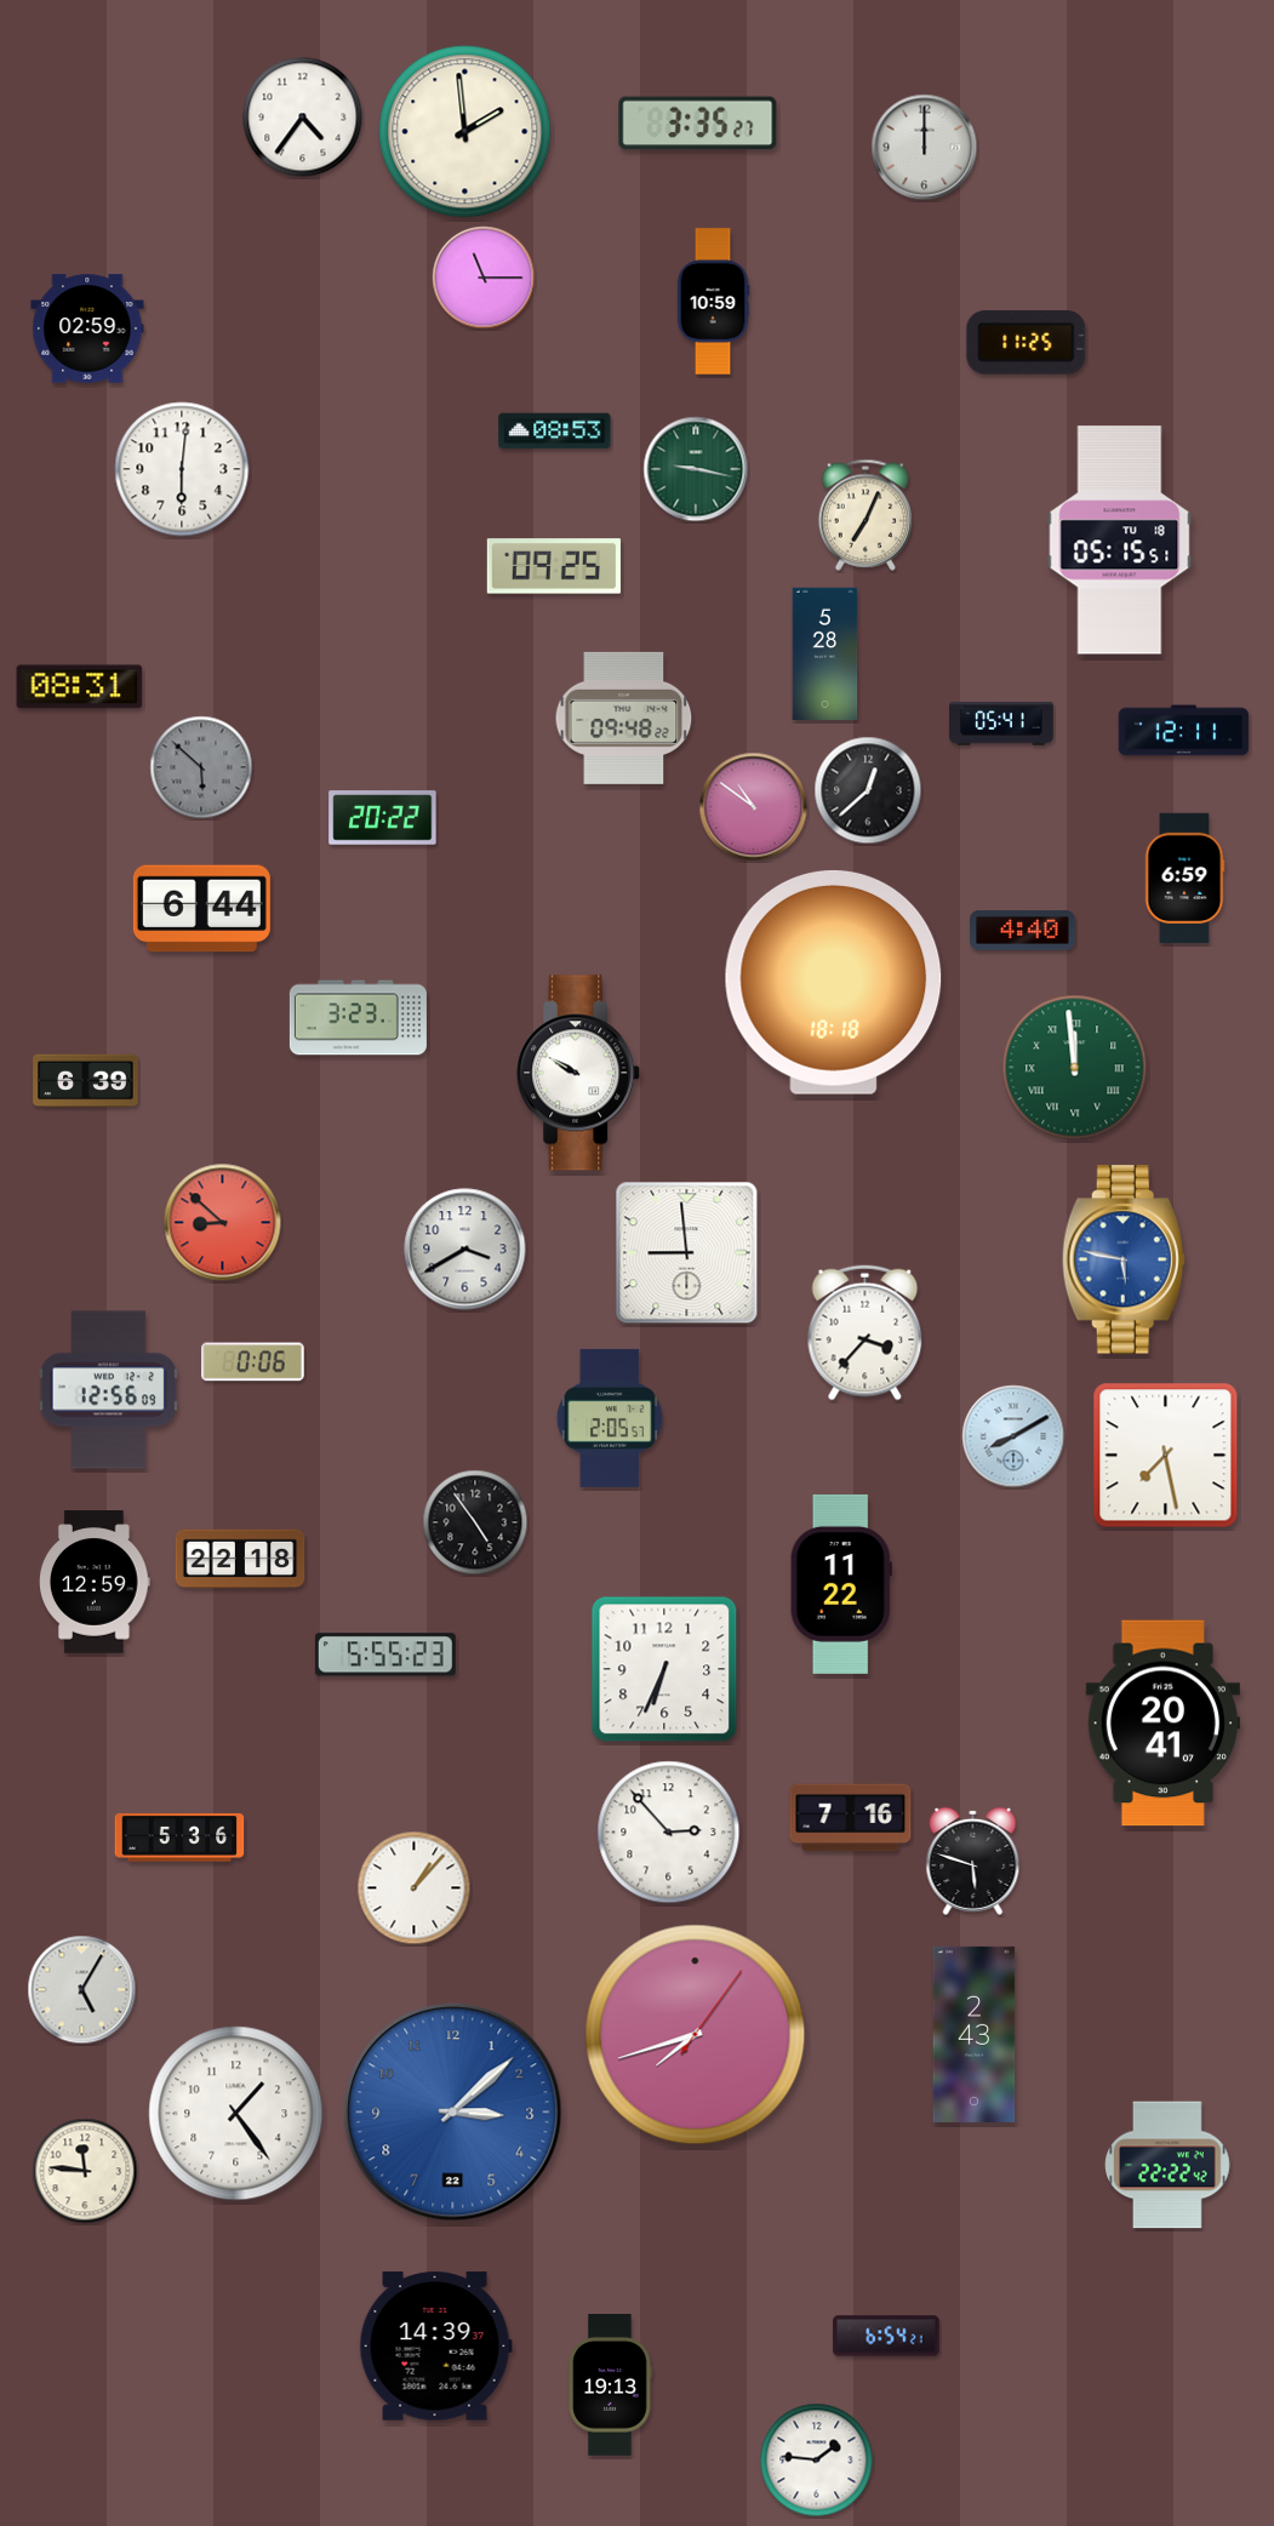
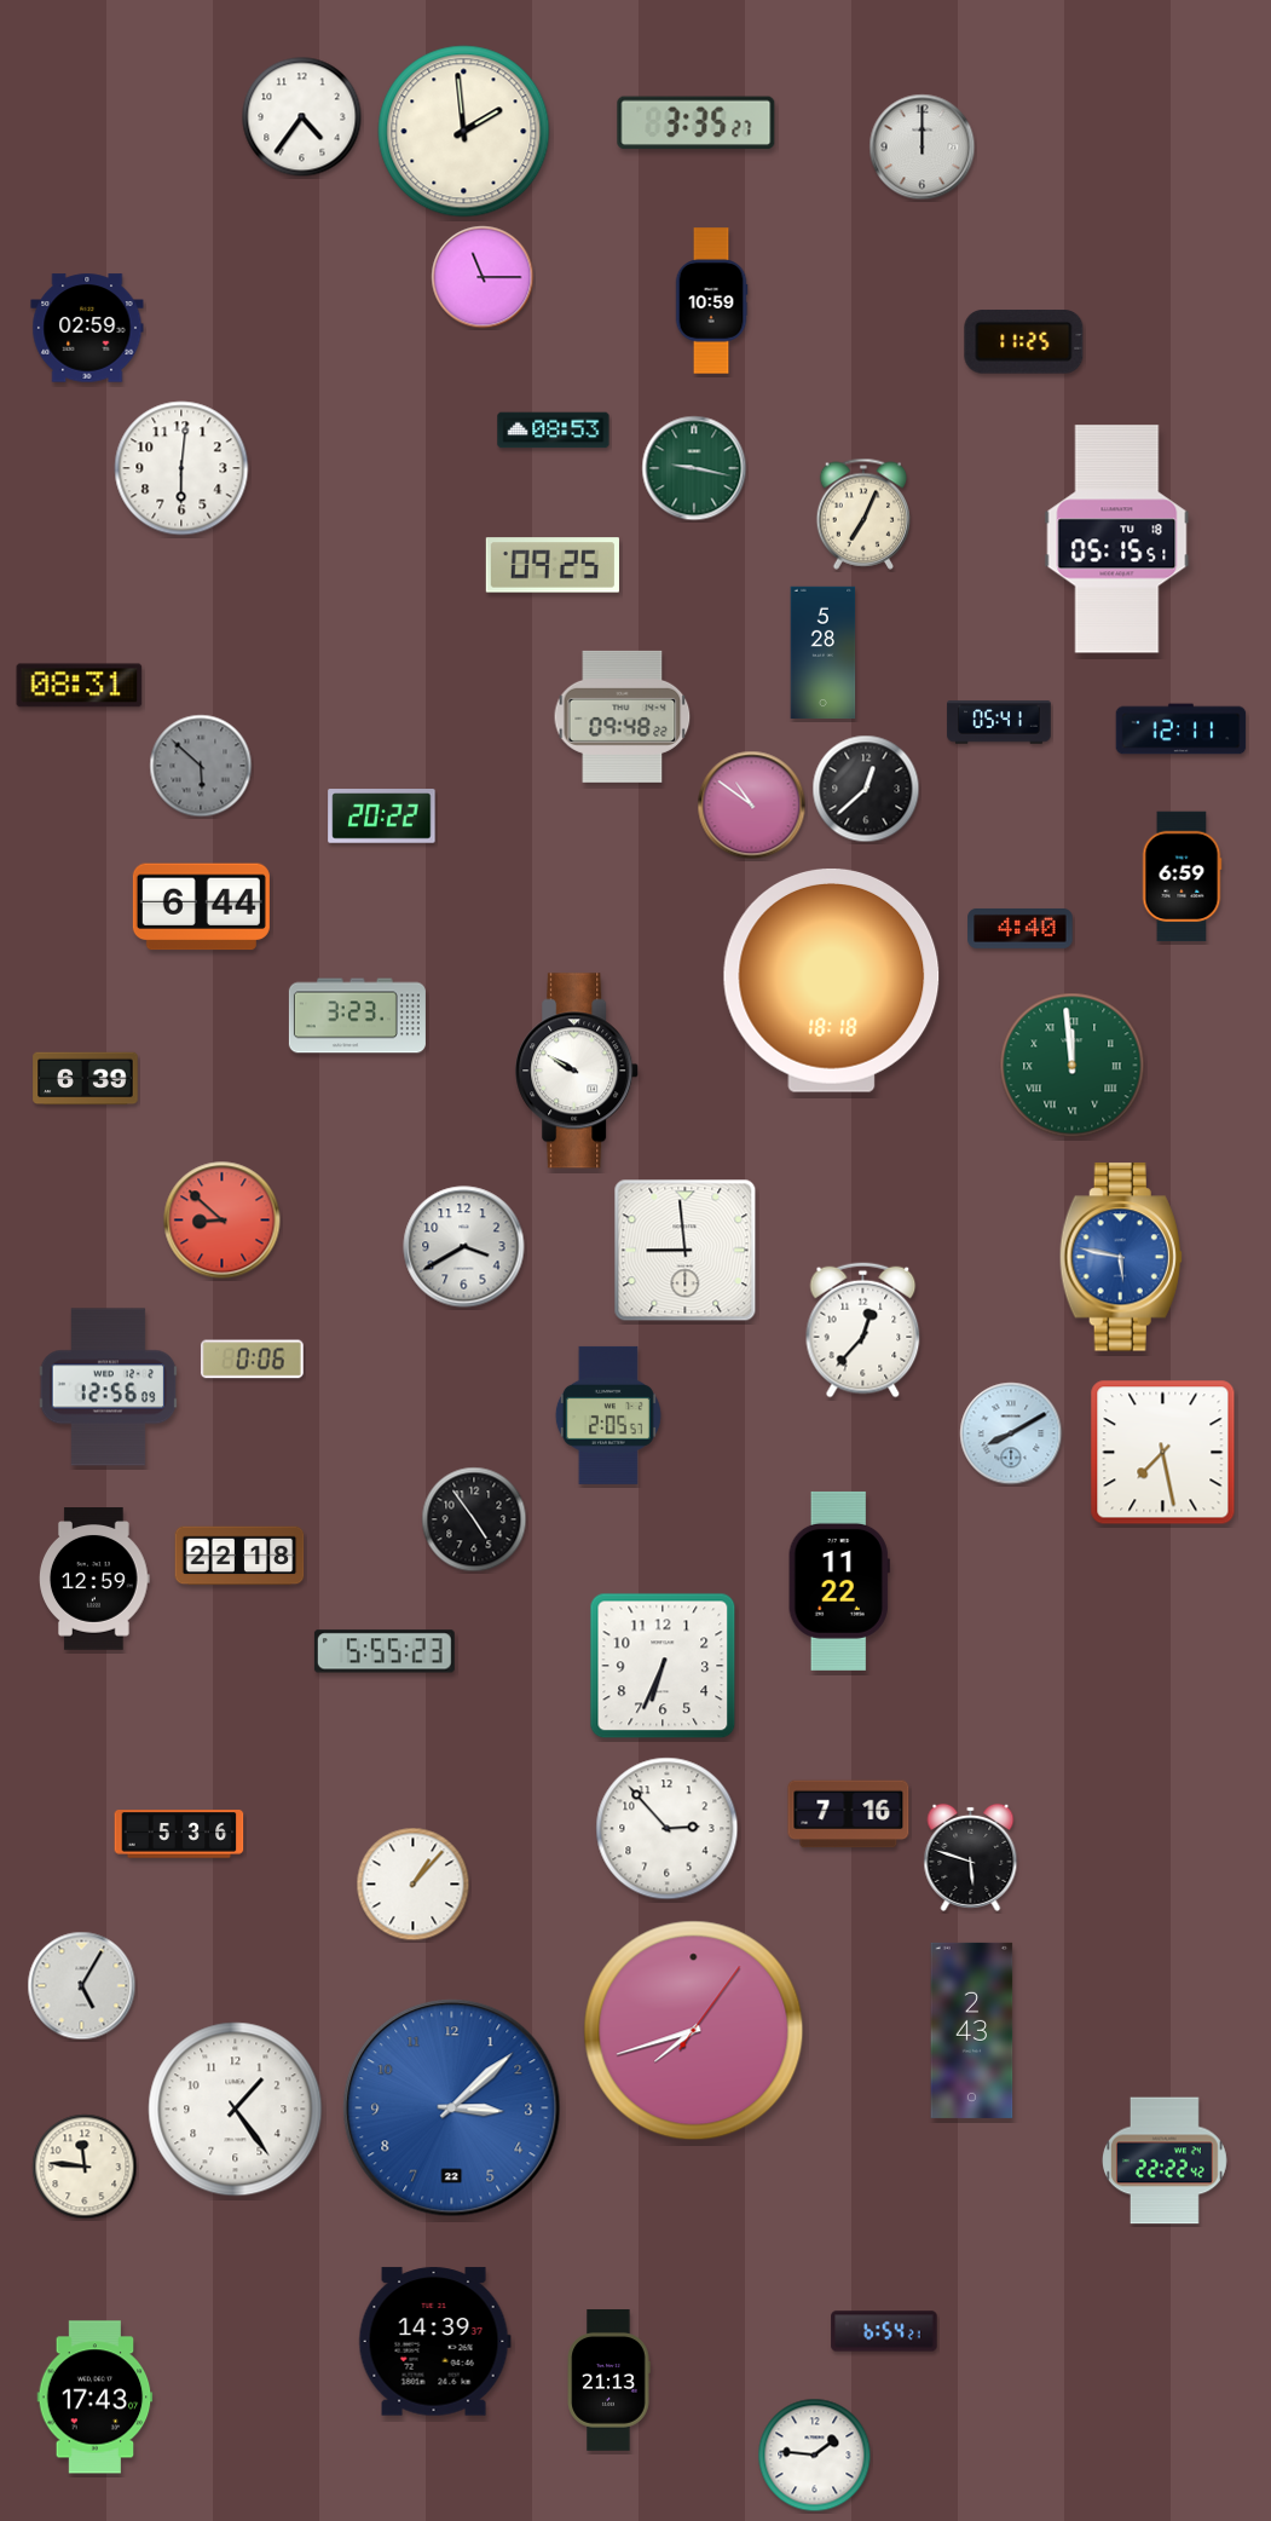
clock at (865, 1333): 3:37 -> 12:37
clock at (1162, 1724): 20:41 -> none
clock at (610, 2385): 19:13 -> 21:13
clock at (96, 2398): none -> 17:43
